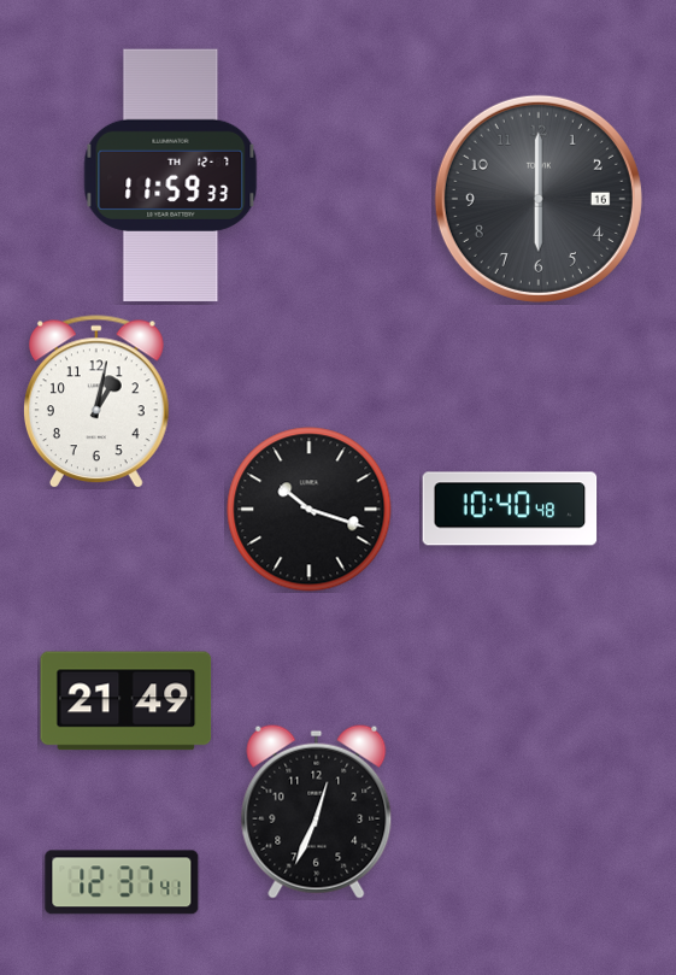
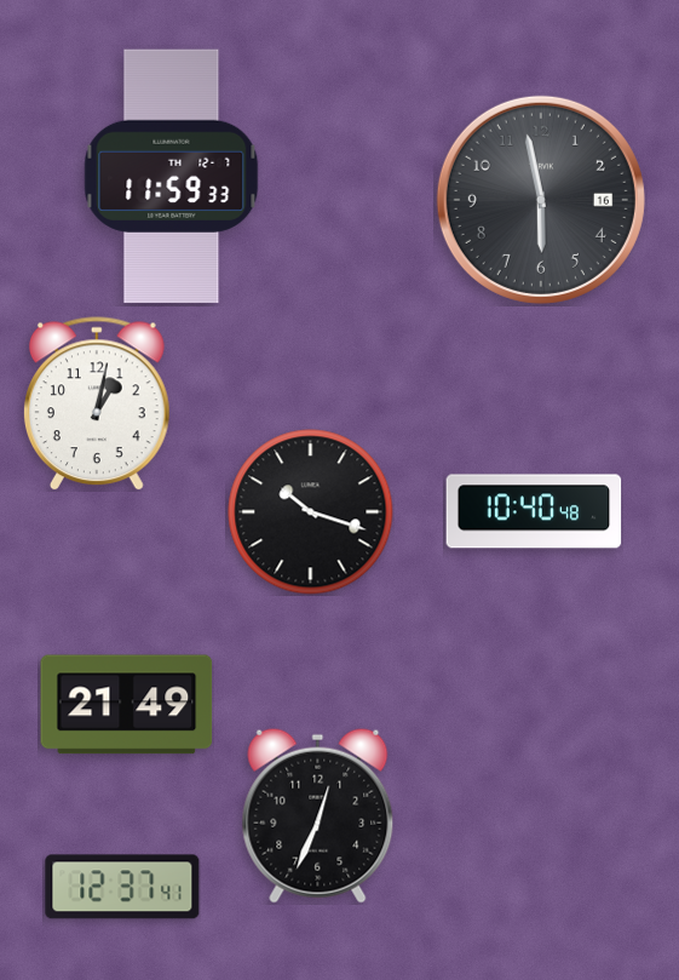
clock at (539, 199): 6:00 -> 5:58
clock at (510, 509) position: (510, 509) -> (534, 511)
